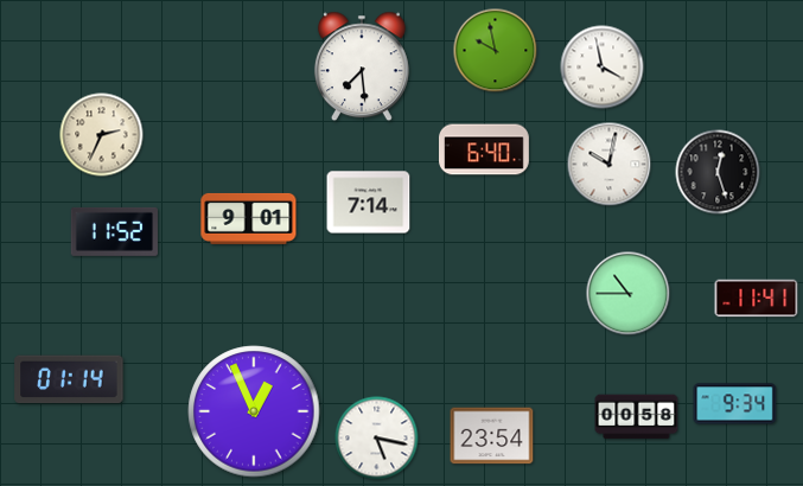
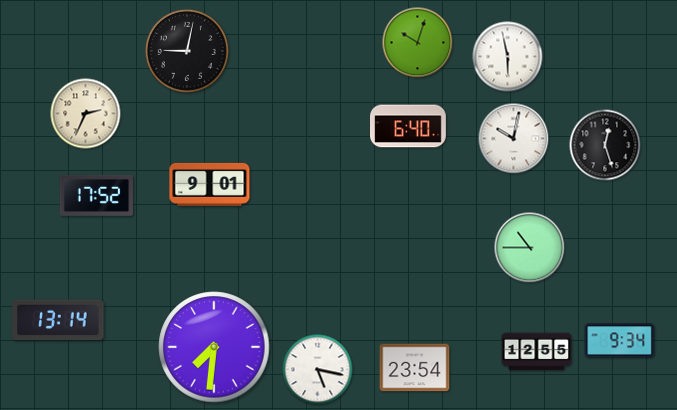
clock at (496, 51): 9:58 -> 10:03
clock at (187, 51): none -> 9:02
clock at (362, 66): 7:29 -> none
clock at (603, 68): 3:58 -> 5:58
clock at (369, 203): 7:14 -> none
clock at (114, 231): 11:52 -> 17:52
clock at (757, 299): 11:41 -> none
clock at (69, 379): 01:14 -> 13:14
clock at (254, 411): 12:56 -> 7:31
clock at (637, 417): 00:58 -> 12:55
